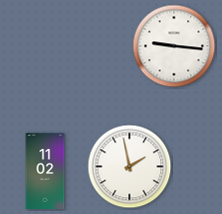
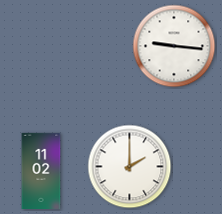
clock at (130, 167): 1:58 -> 2:00
clock at (45, 170) position: (45, 170) -> (41, 170)
